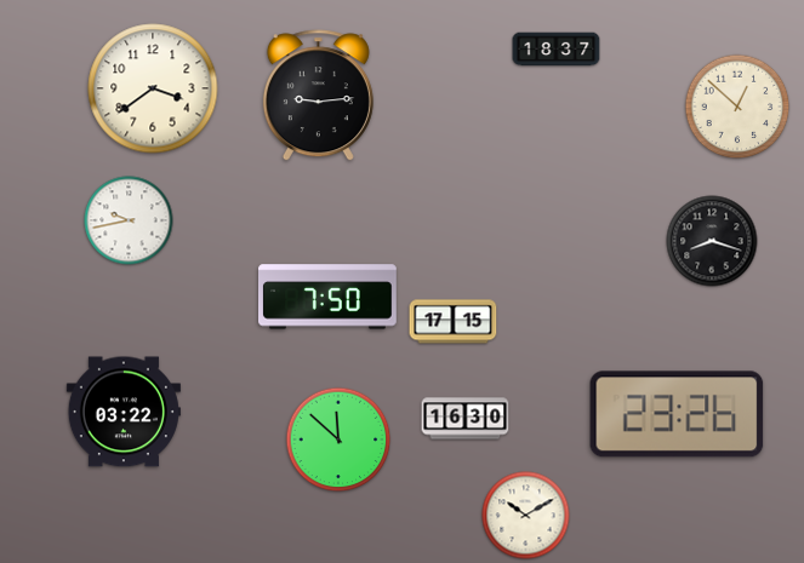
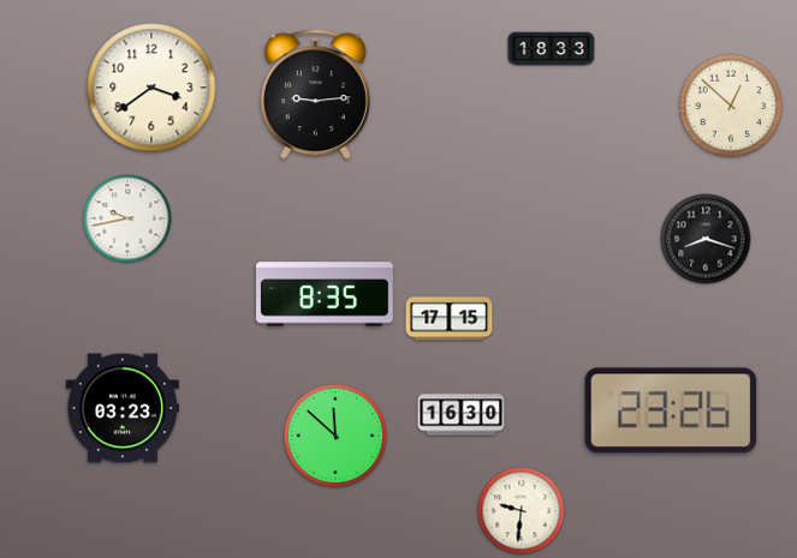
clock at (557, 50): 18:37 -> 18:33
clock at (329, 297): 7:50 -> 8:35
clock at (124, 412): 03:22 -> 03:23
clock at (526, 516): 10:10 -> 9:31
